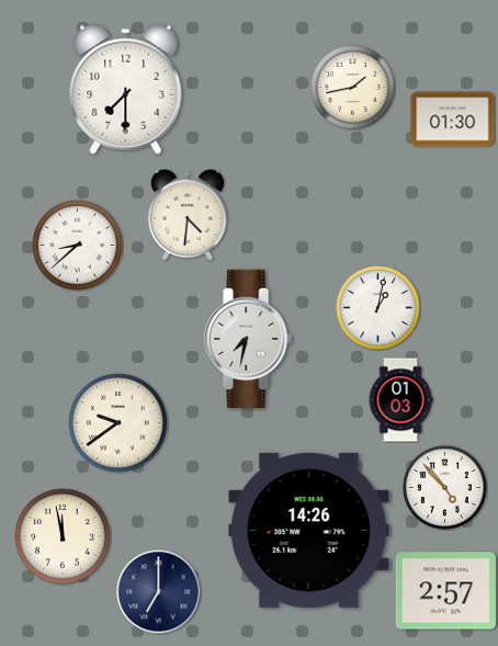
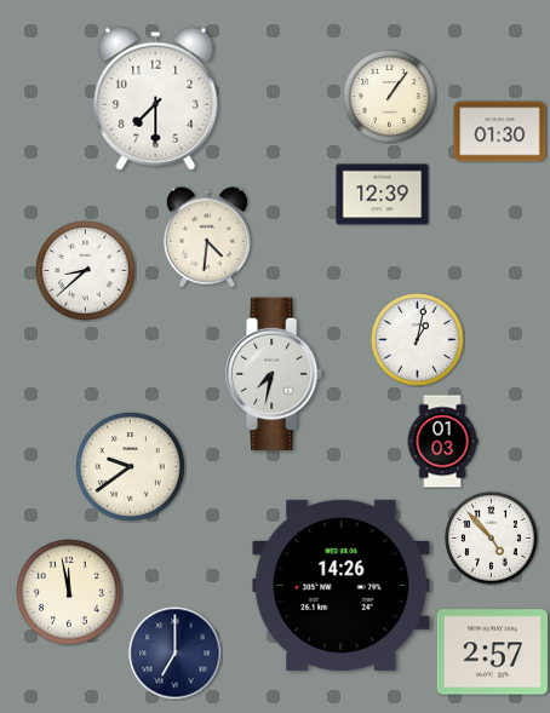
clock at (353, 88): 1:43 -> 1:06
clock at (126, 89) position: (126, 89) -> (156, 98)
clock at (383, 195): none -> 12:39
